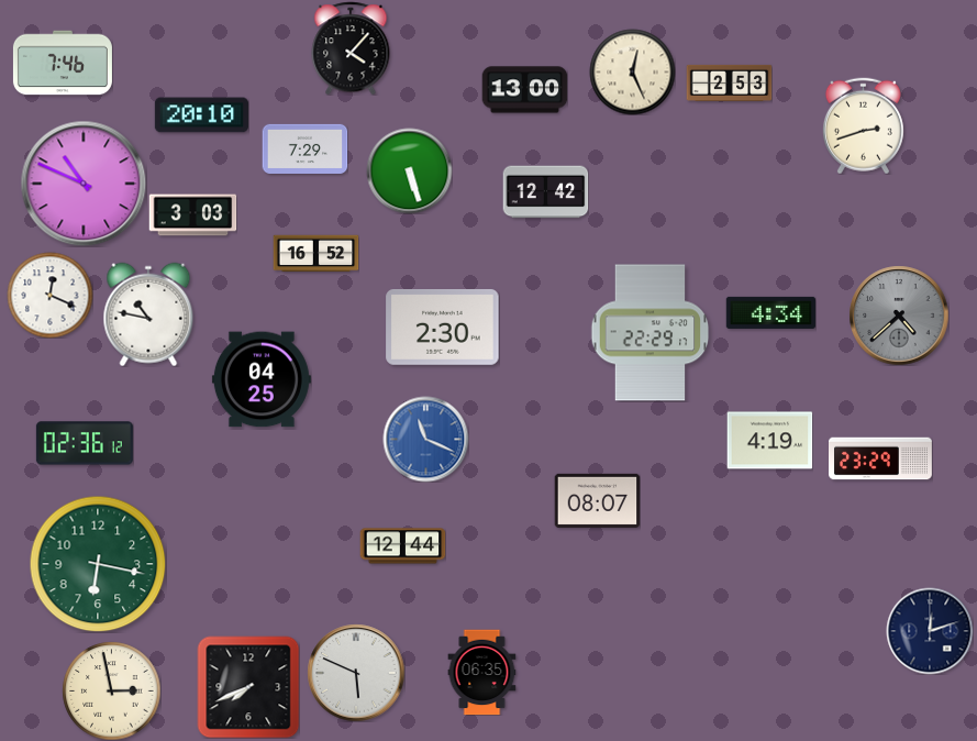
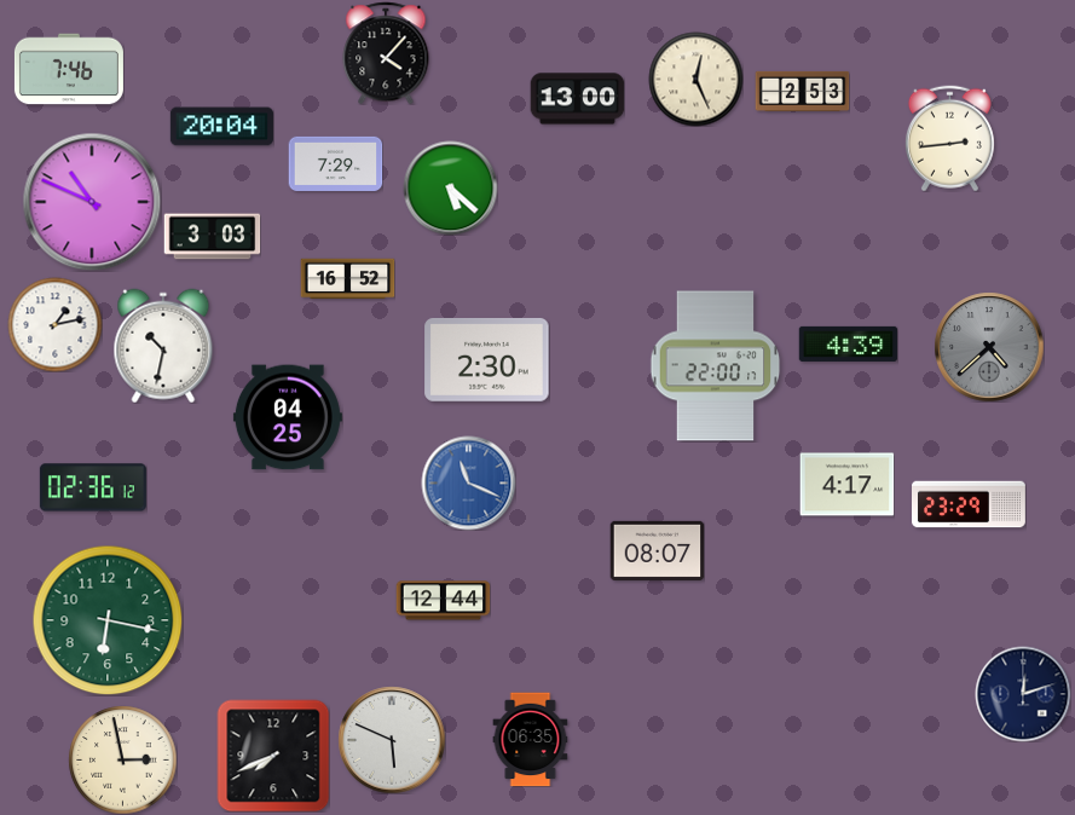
clock at (201, 115): 20:10 -> 20:04
clock at (863, 125): 2:42 -> 2:44
clock at (409, 170): 5:27 -> 5:22
clock at (545, 192): 12:42 -> none
clock at (49, 295): 12:19 -> 1:13
clock at (770, 312): 4:34 -> 4:39
clock at (148, 314): 10:47 -> 10:32
clock at (651, 333): 22:29 -> 22:00
clock at (769, 441): 4:19 -> 4:17
